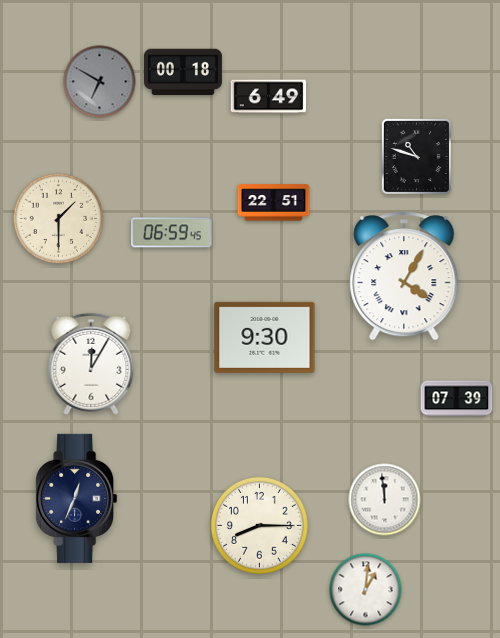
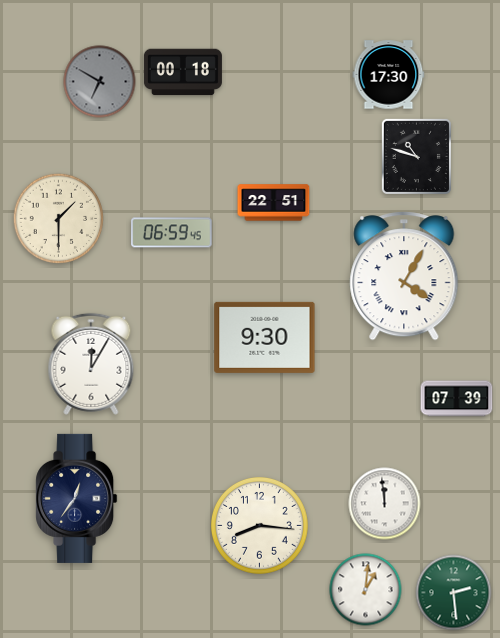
clock at (389, 75): none -> 17:30
clock at (269, 97): 6:49 -> none
clock at (77, 498): 12:34 -> 12:36
clock at (385, 500) position: (385, 500) -> (385, 504)
clock at (259, 525): 8:15 -> 8:16
clock at (454, 593): none -> 2:29
